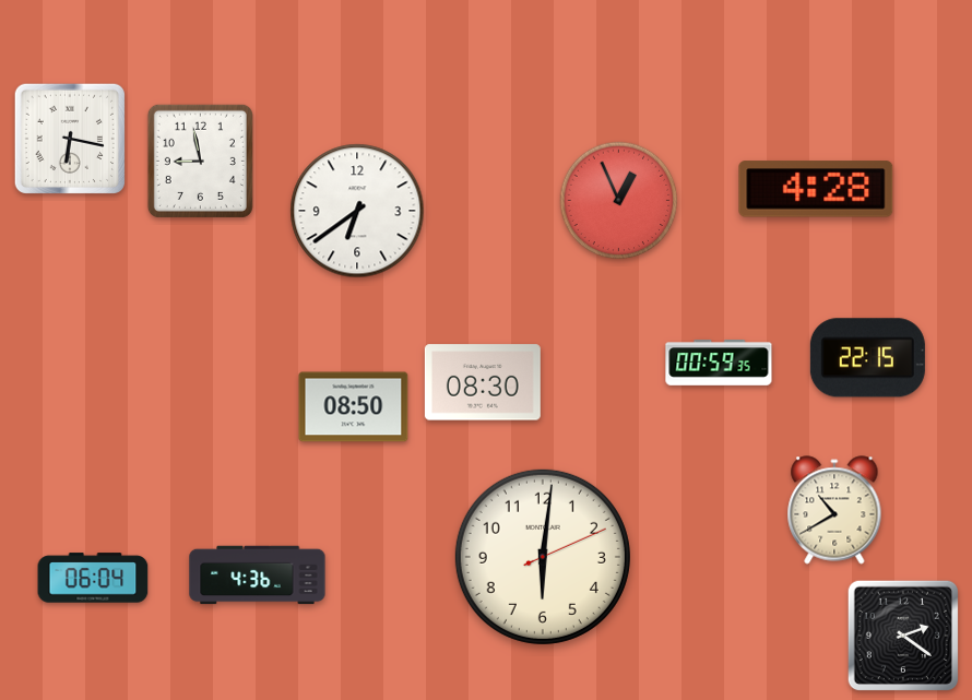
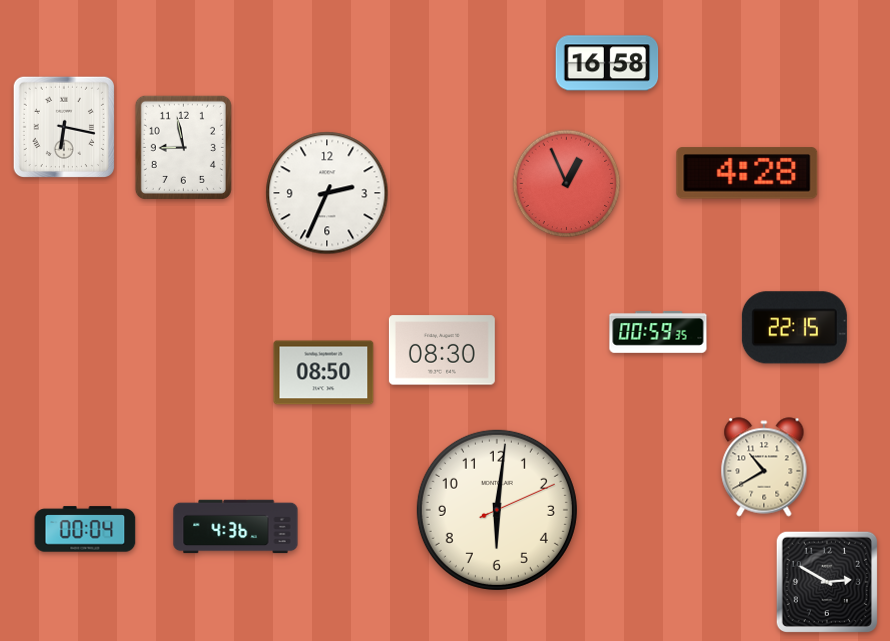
clock at (607, 63): none -> 16:58
clock at (357, 211): 6:39 -> 2:34
clock at (93, 578): 06:04 -> 00:04
clock at (902, 634): 2:21 -> 2:50
